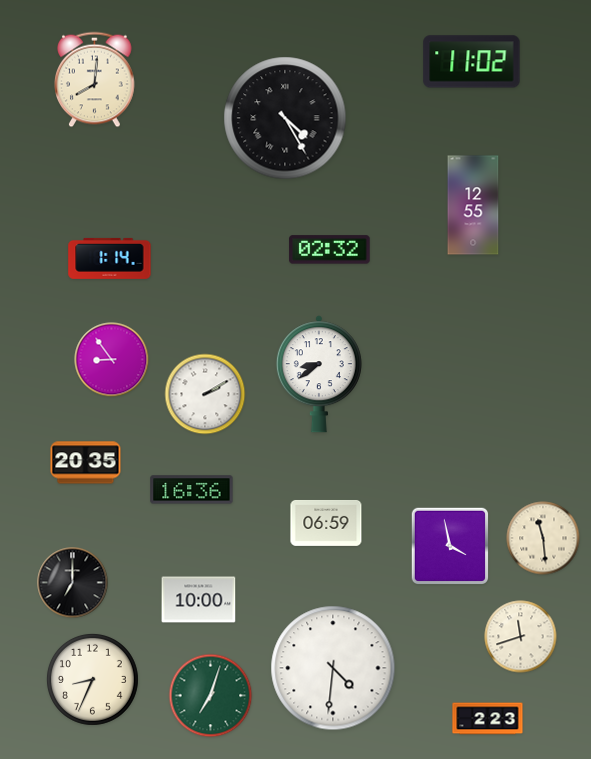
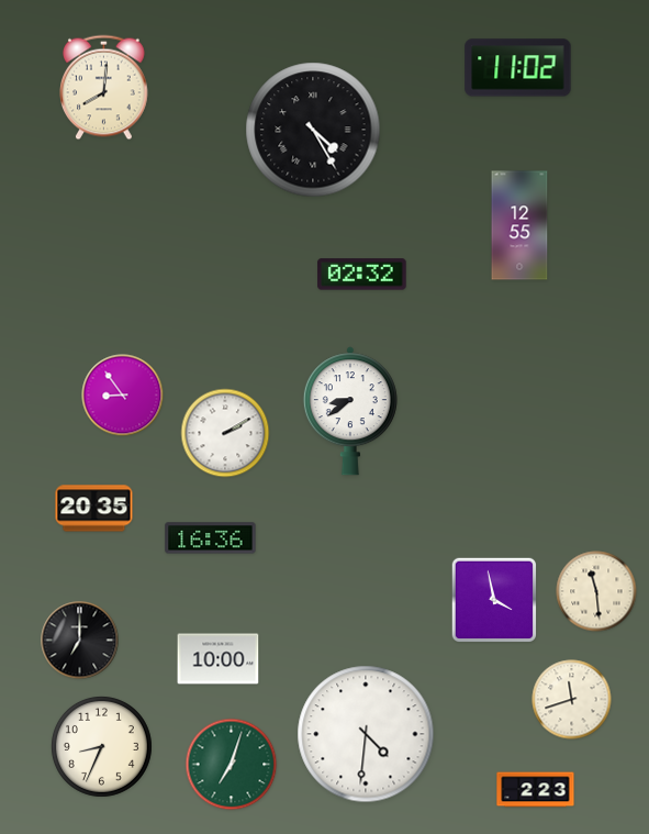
clock at (110, 258): 1:14 -> none
clock at (326, 523): 06:59 -> none
